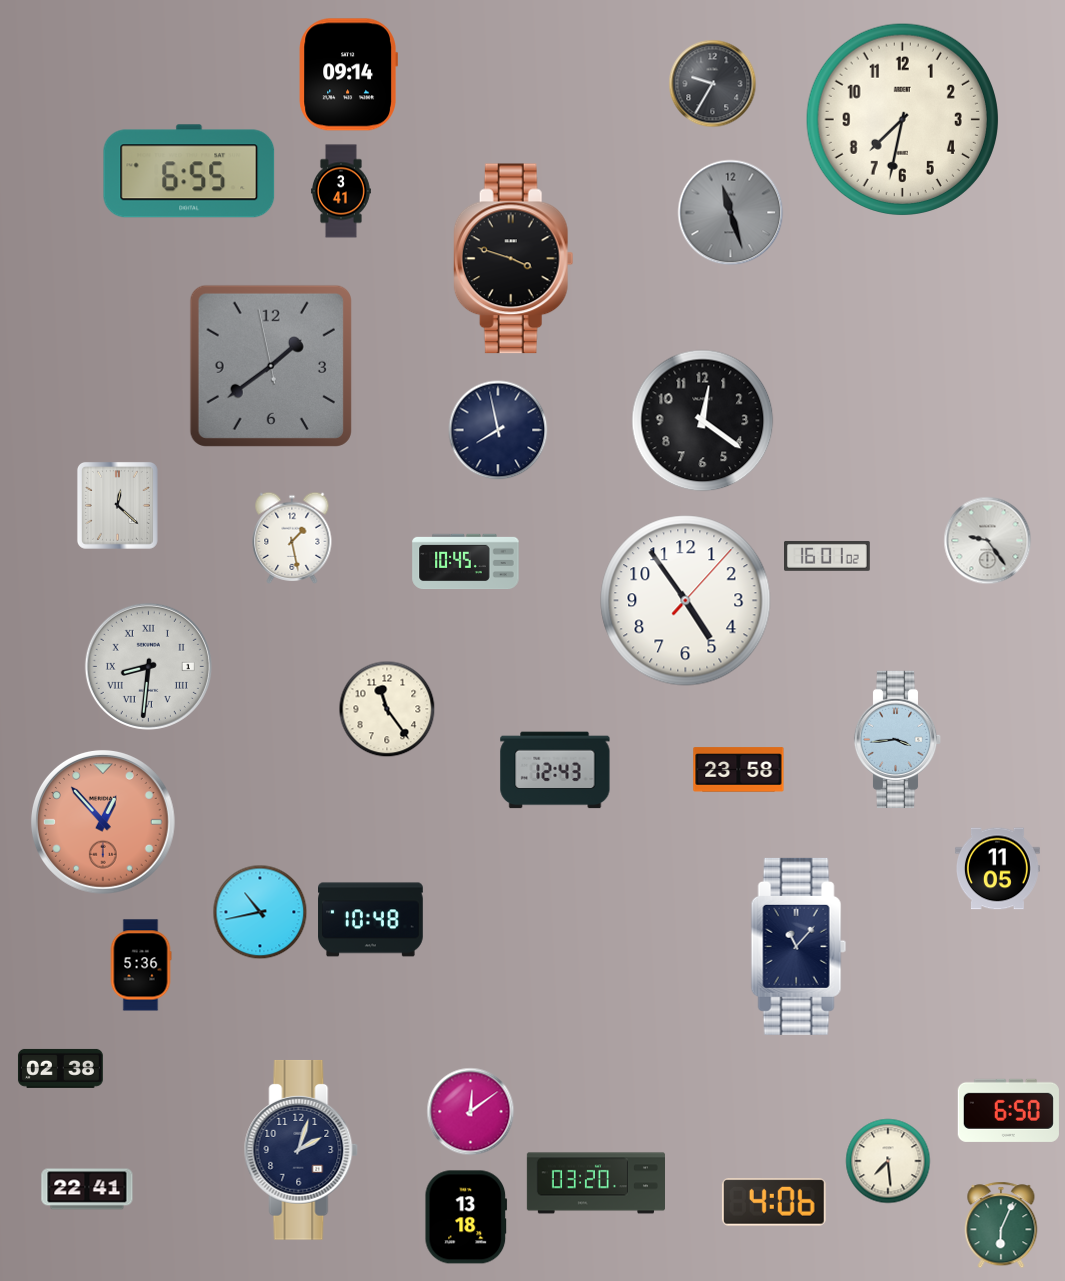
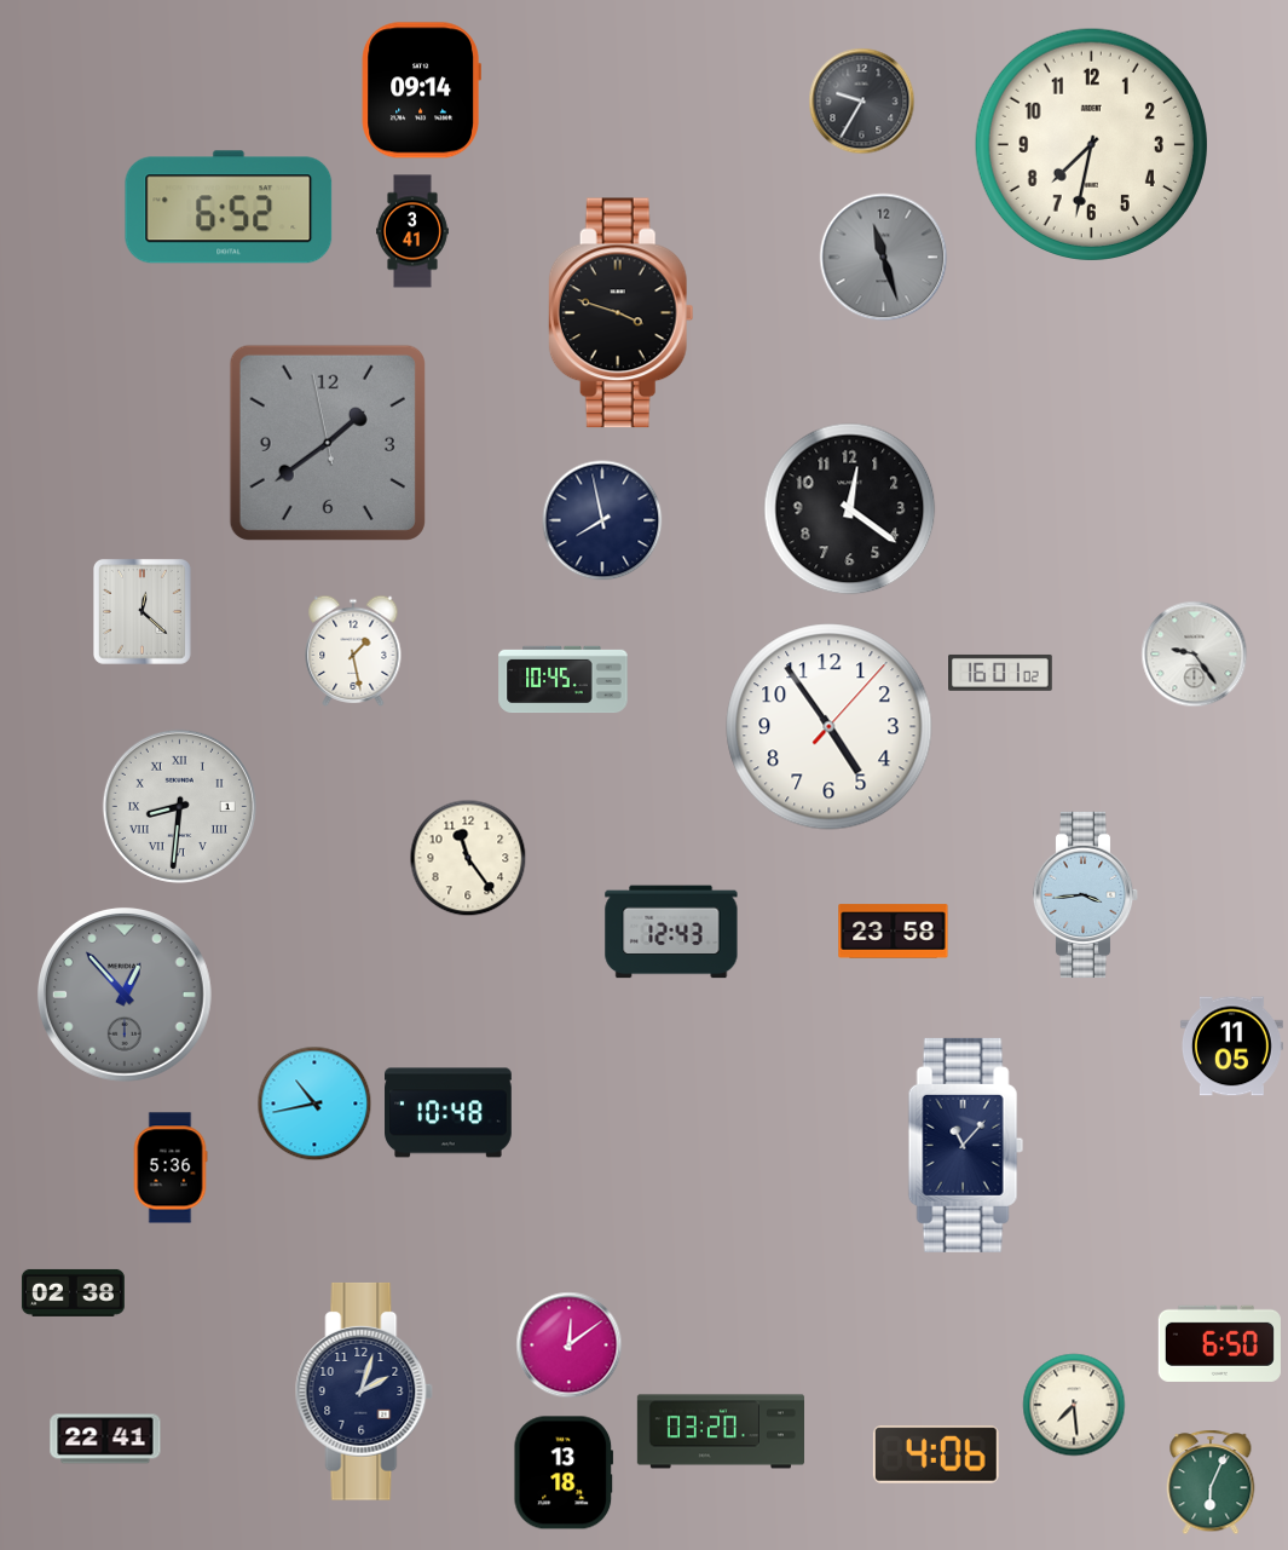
clock at (189, 171): 6:55 -> 6:52
clock at (103, 822) dial: salmon -> grey
clock at (997, 869) position: (997, 869) -> (1231, 1047)
